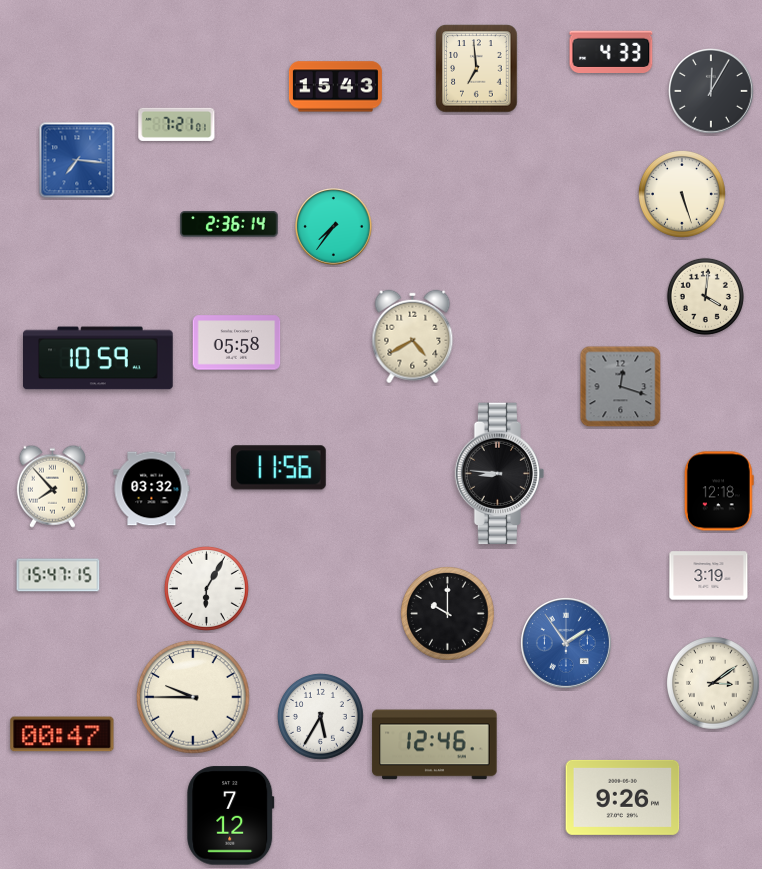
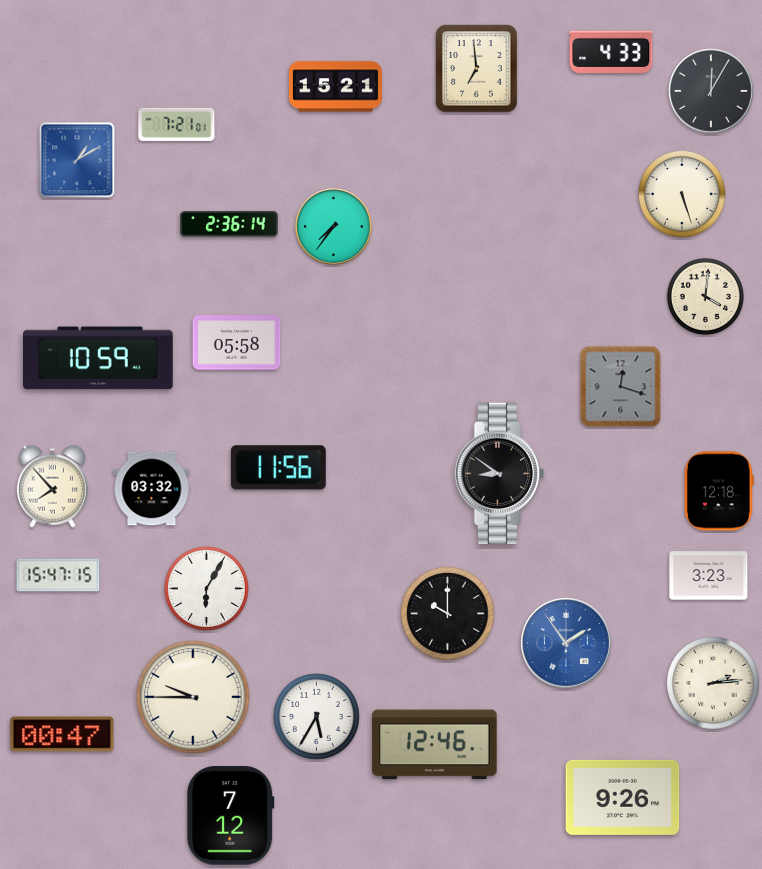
clock at (335, 87): 15:43 -> 15:21
clock at (77, 160): 7:16 -> 1:10
clock at (413, 337): 4:40 -> none
clock at (500, 474): 8:46 -> 8:51
clock at (709, 576): 3:19 -> 3:23
clock at (714, 684): 3:09 -> 2:14
clock at (320, 716) position: (320, 716) -> (316, 716)
